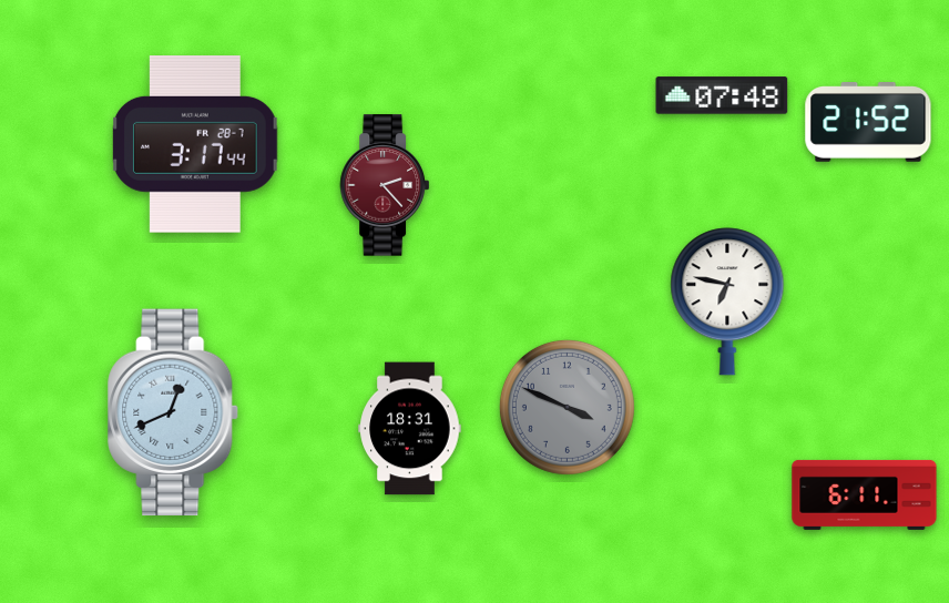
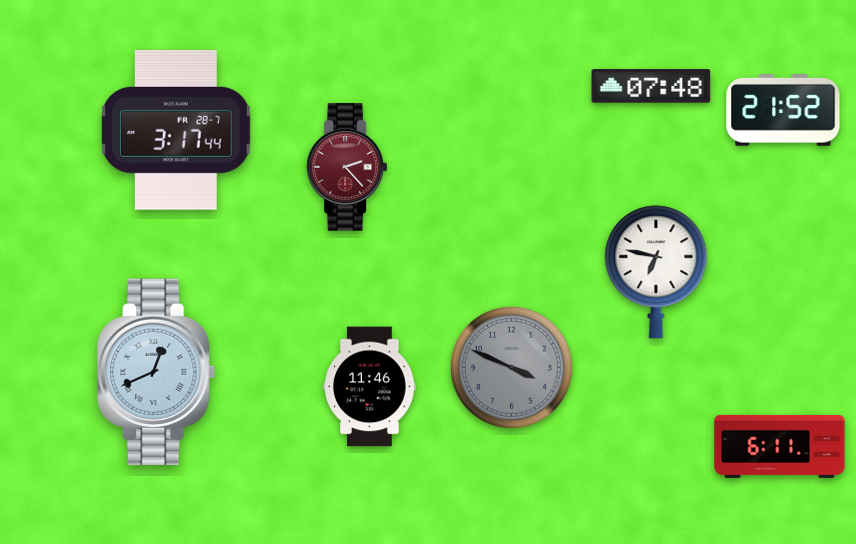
clock at (410, 429): 18:31 -> 11:46
